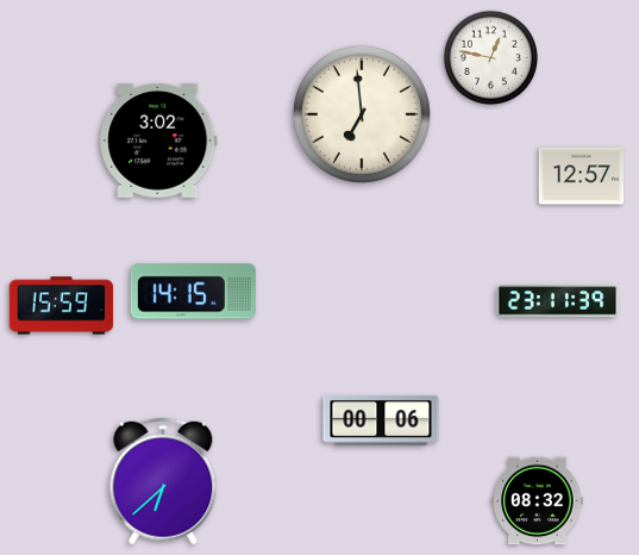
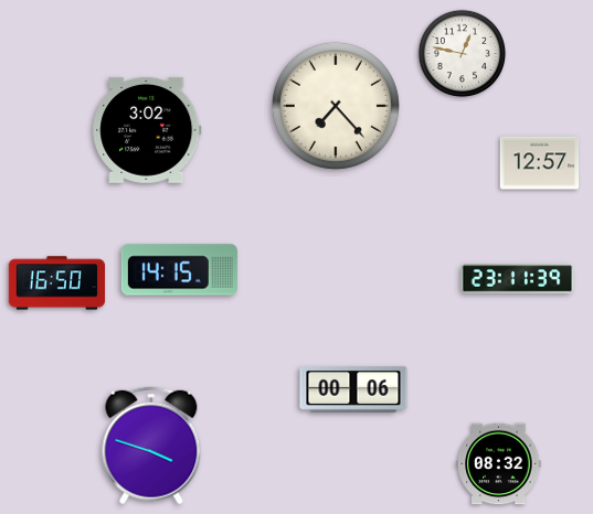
clock at (491, 58) position: (491, 58) -> (463, 54)
clock at (362, 114): 6:59 -> 7:23
clock at (62, 306): 15:59 -> 16:50
clock at (163, 481): 6:38 -> 3:48
